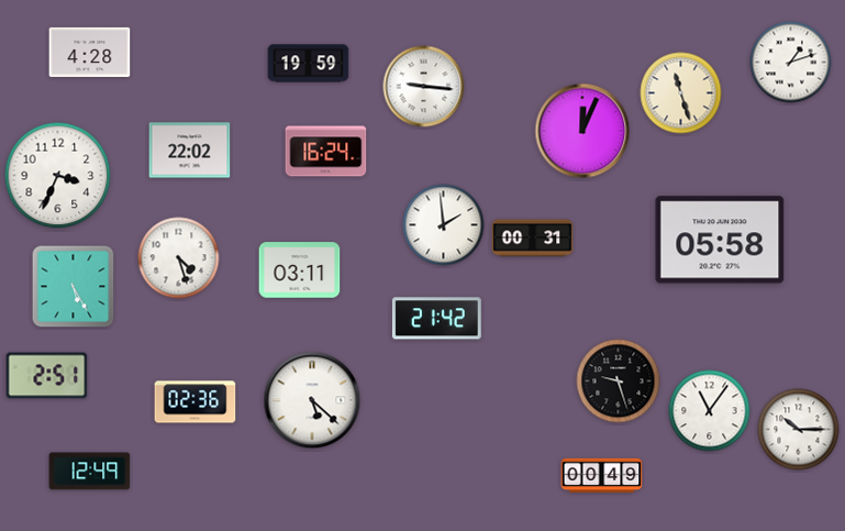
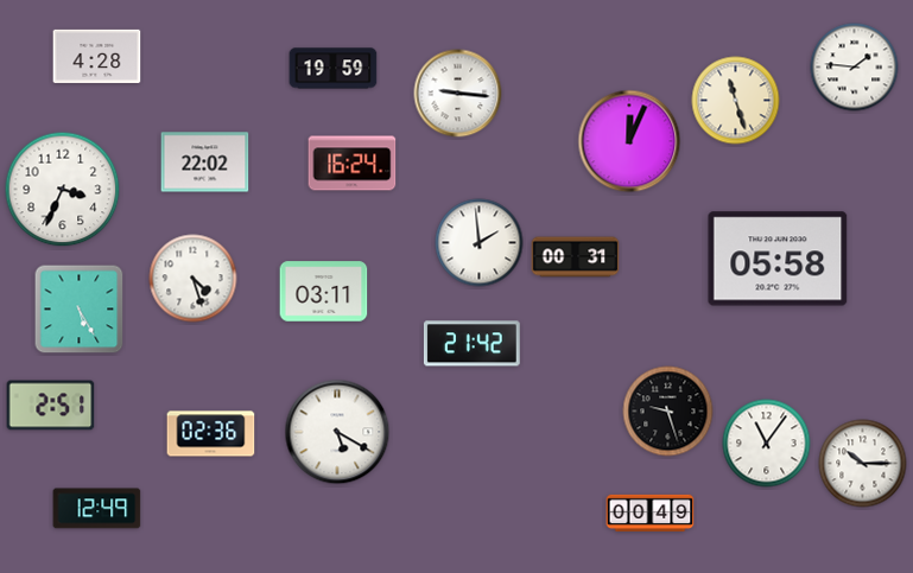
clock at (791, 63): 1:12 -> 1:46
clock at (312, 400): 5:22 -> 5:20
